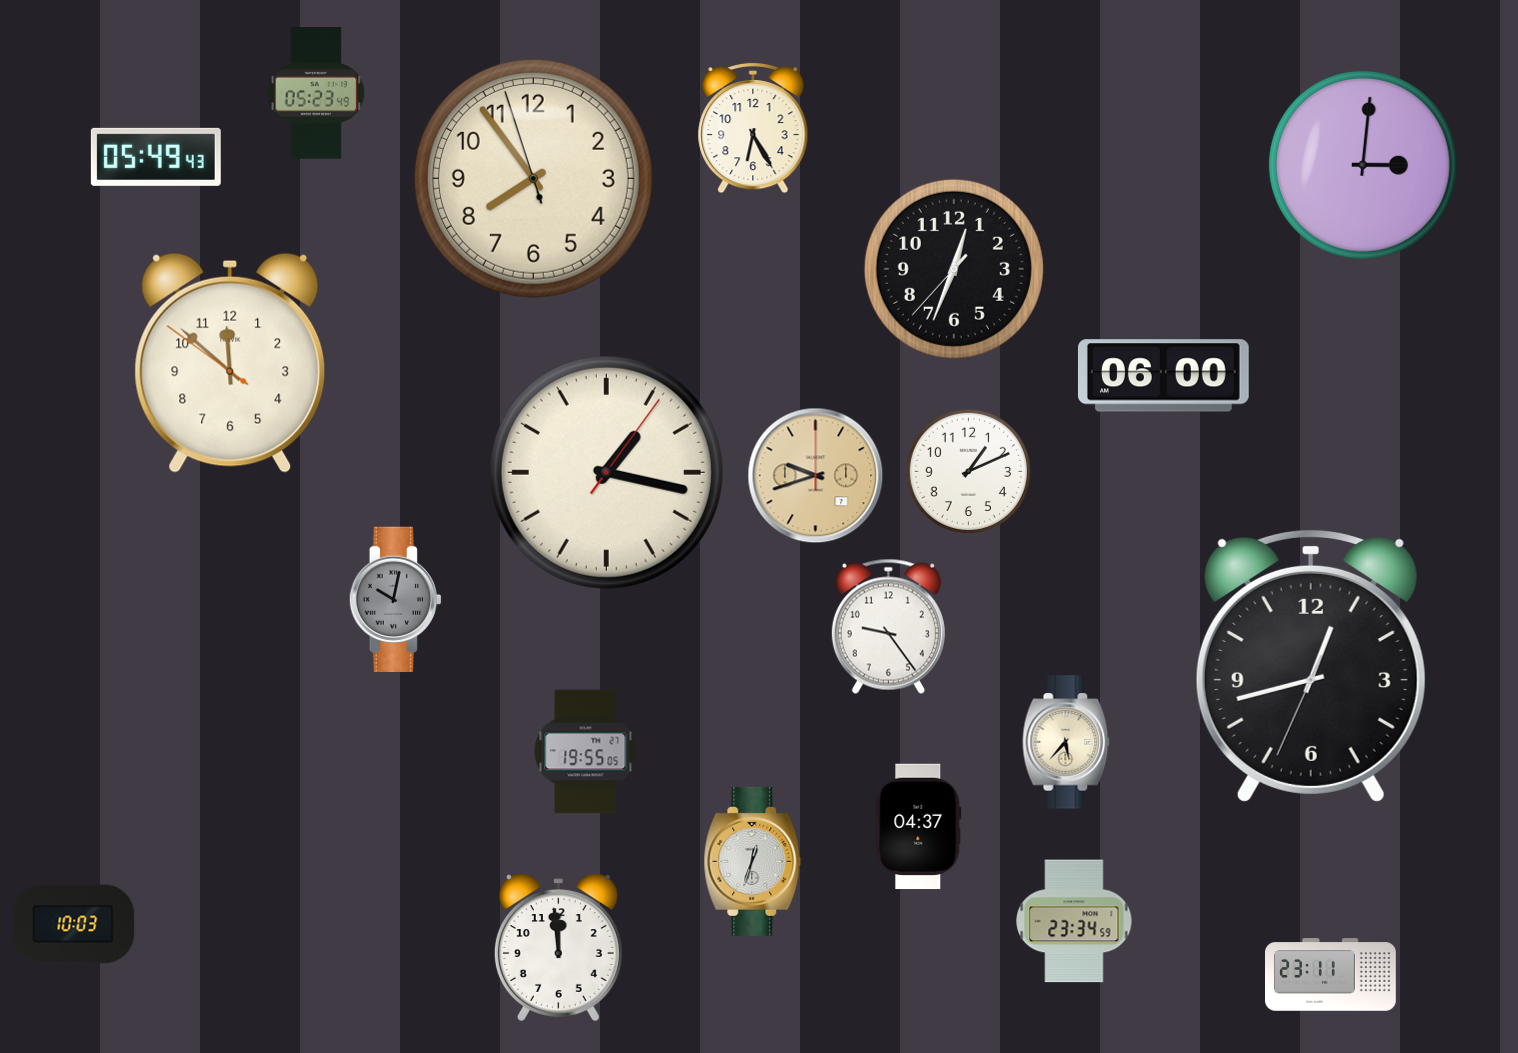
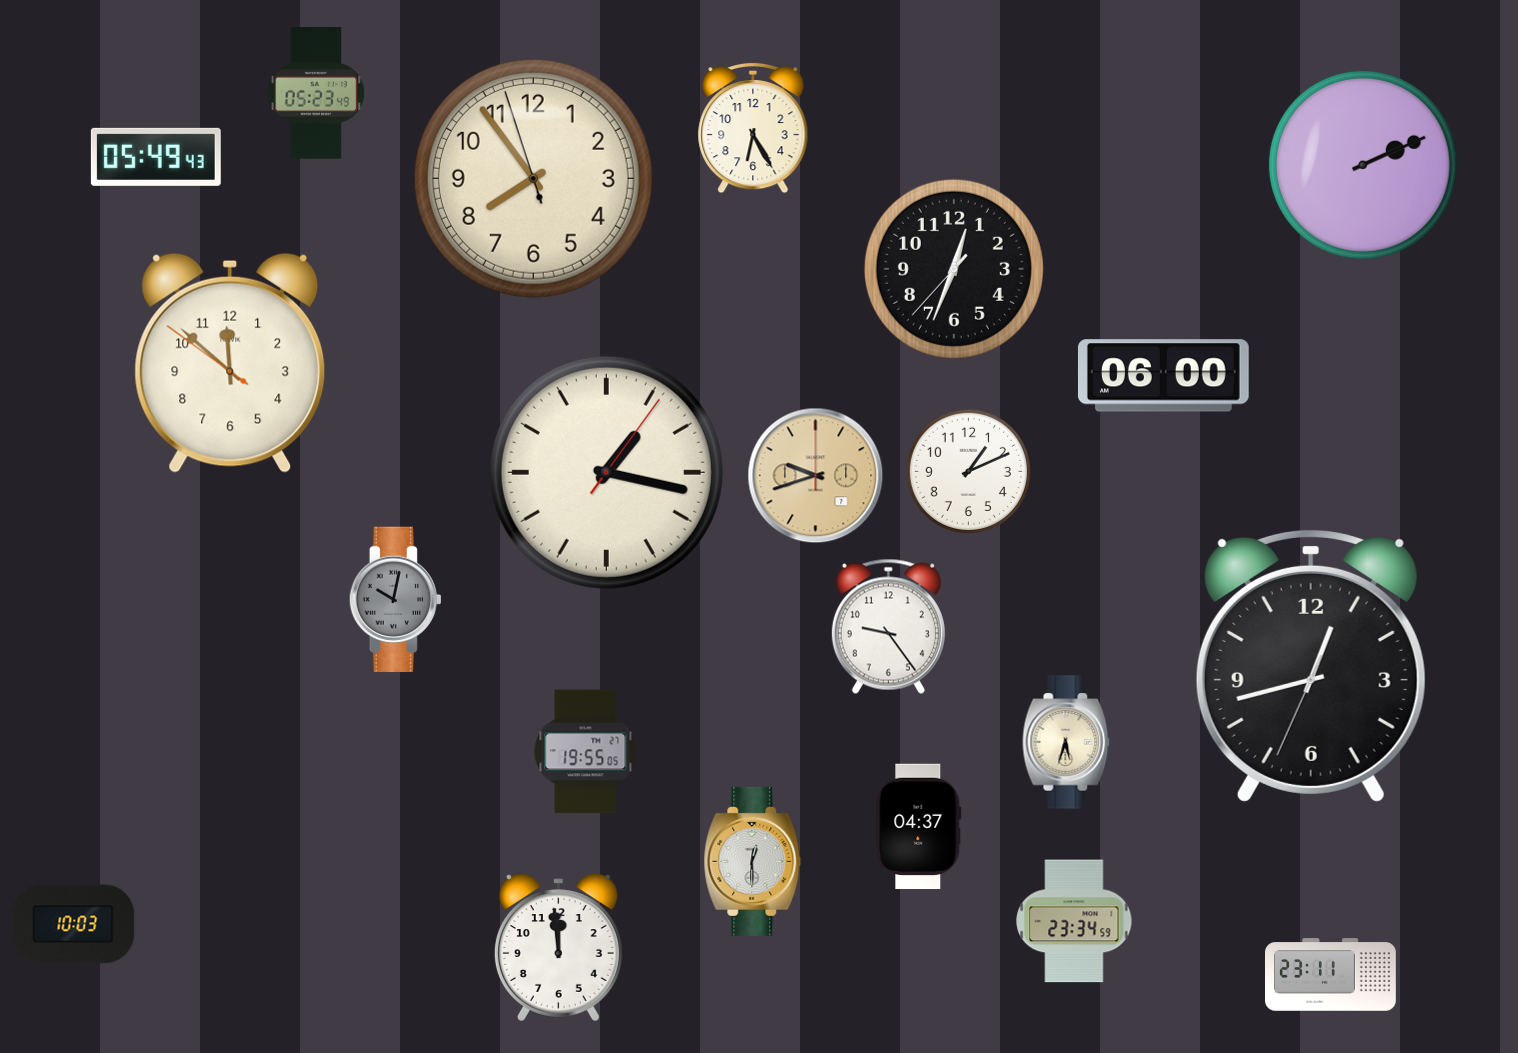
clock at (1363, 165): 3:01 -> 2:11
clock at (1066, 742): 5:37 -> 5:33
clock at (753, 861): 12:33 -> 12:30
